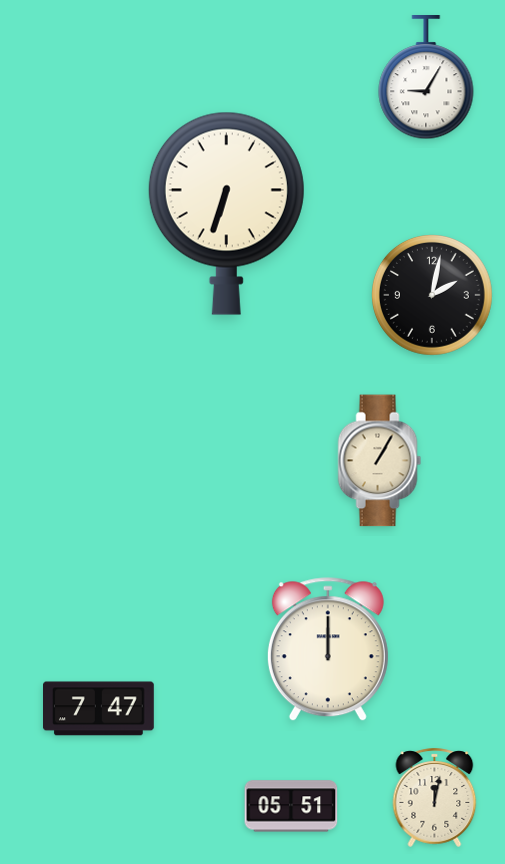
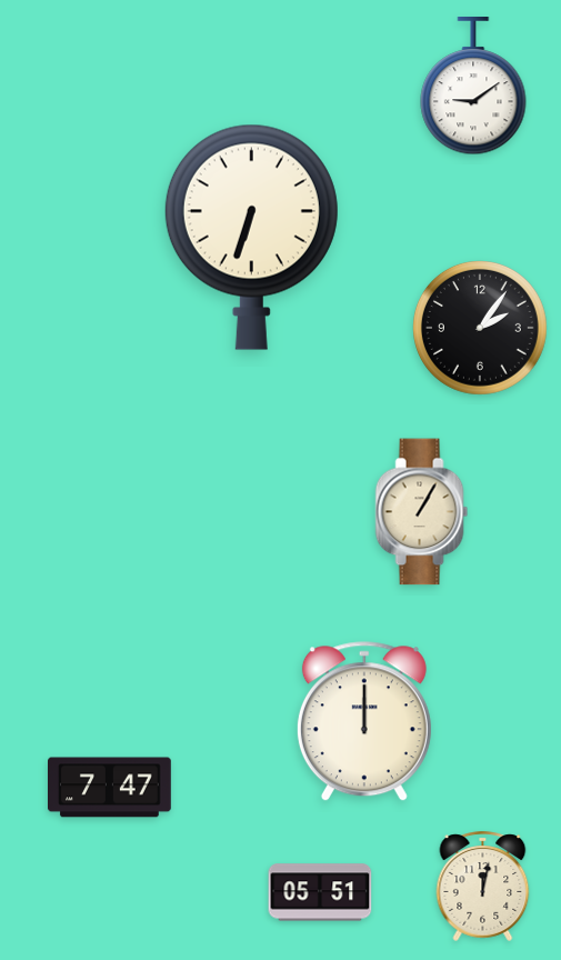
clock at (426, 78): 9:05 -> 9:09
clock at (433, 296): 2:02 -> 2:06
clock at (291, 806) position: (291, 806) -> (320, 892)
